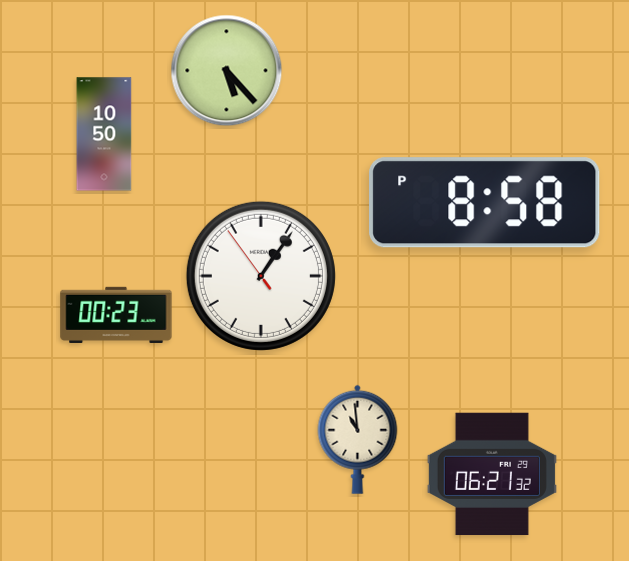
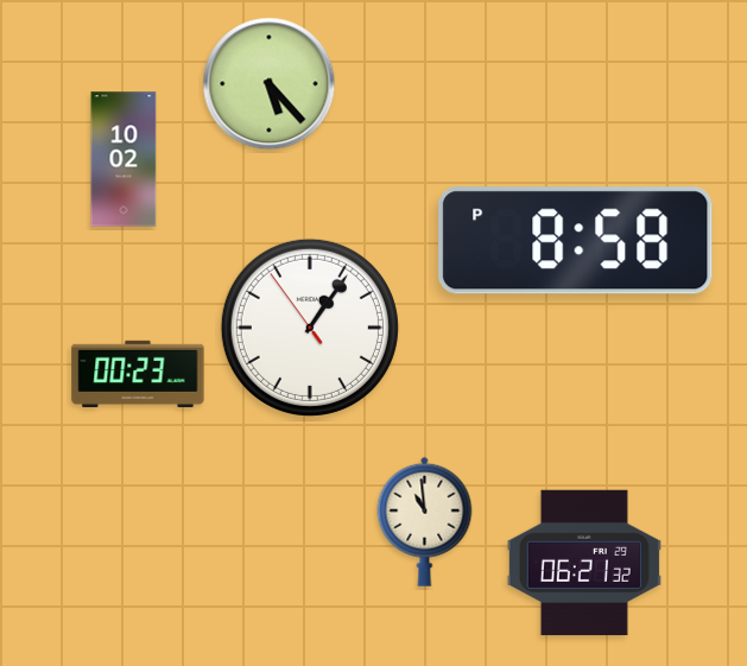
clock at (104, 134): 10:50 -> 10:02
